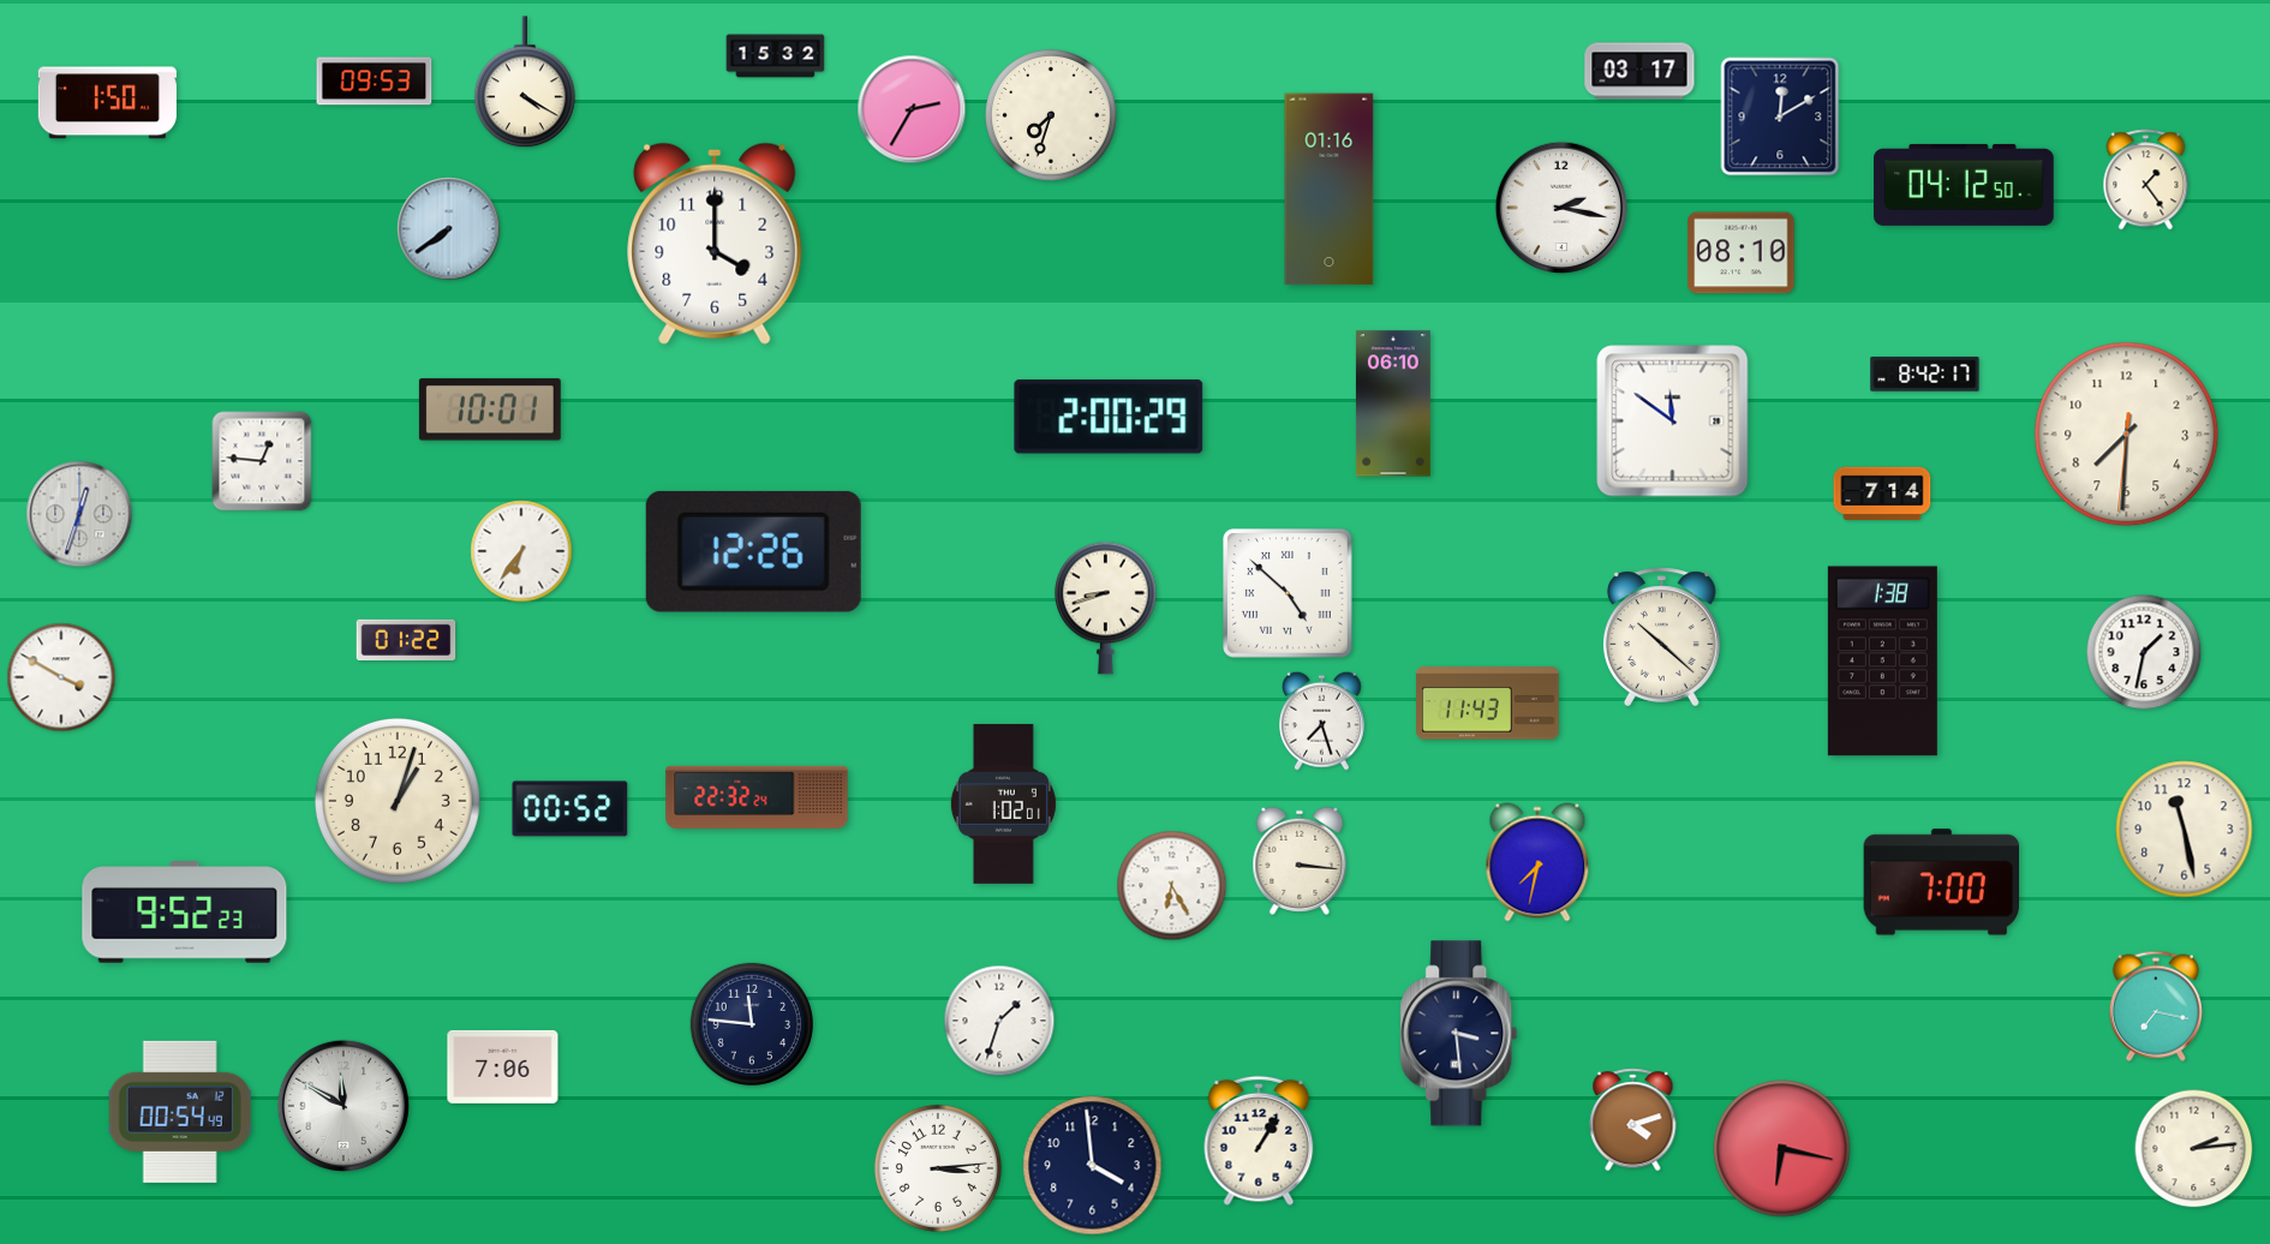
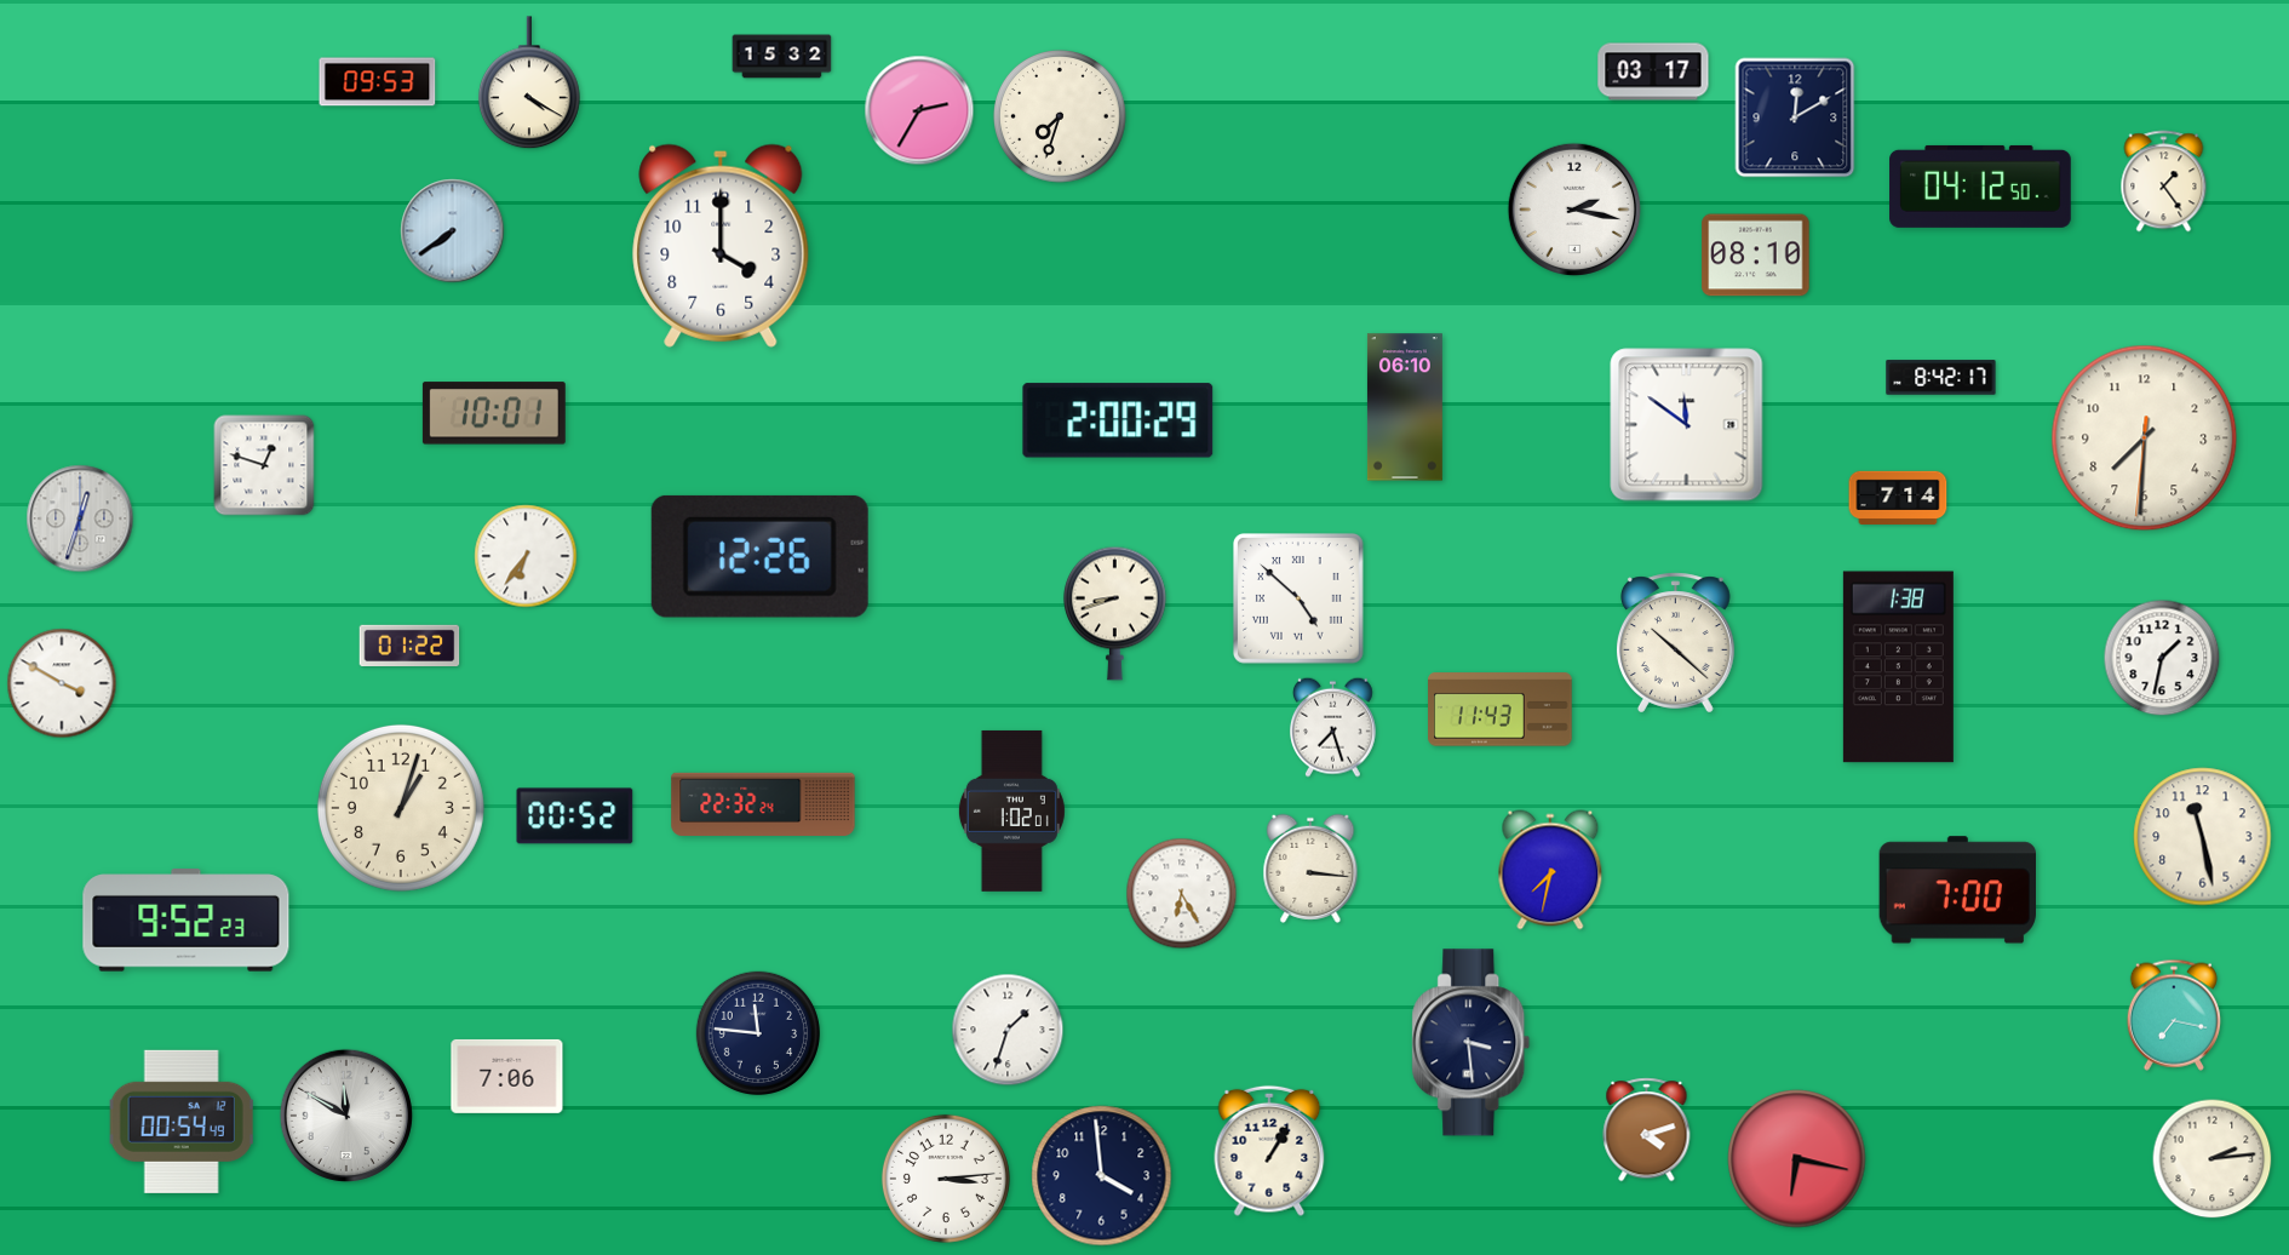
clock at (107, 103): 1:50 -> none
clock at (1330, 190): 01:16 -> none
clock at (262, 461): 12:46 -> 12:48
